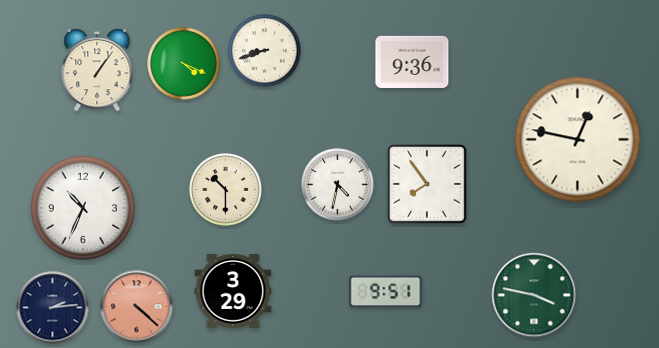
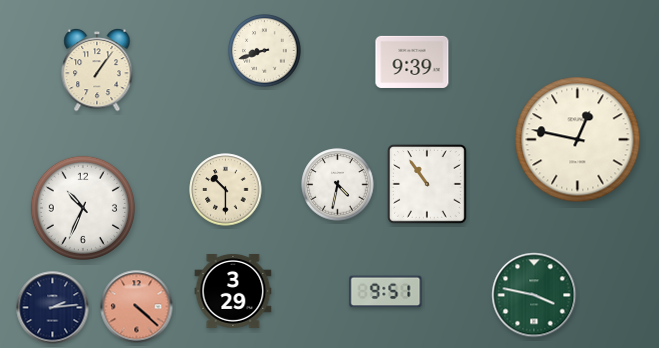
clock at (412, 62): 9:36 -> 9:39
clock at (184, 64): 4:19 -> none
clock at (428, 185): 7:54 -> 10:54
